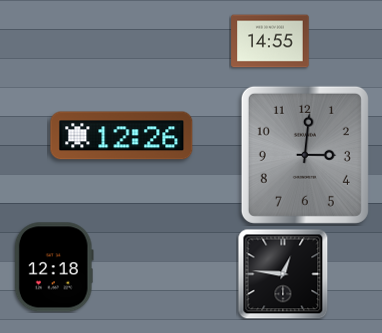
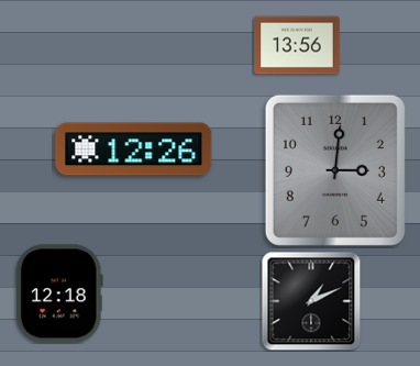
clock at (270, 41): 14:55 -> 13:56
clock at (283, 274): 12:46 -> 1:11
